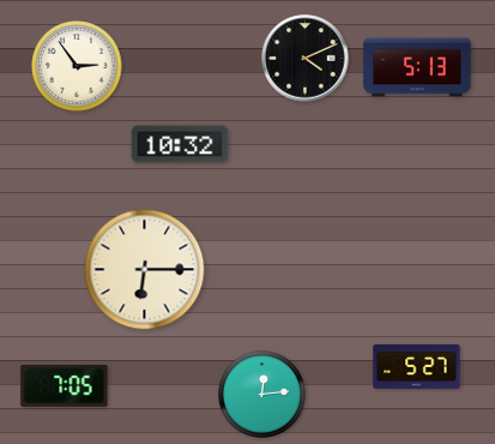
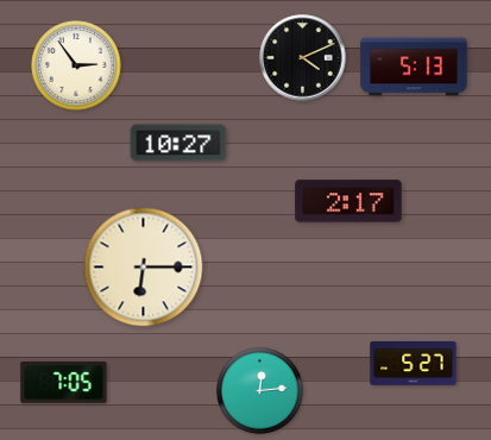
clock at (180, 144): 10:32 -> 10:27
clock at (348, 201): none -> 2:17
